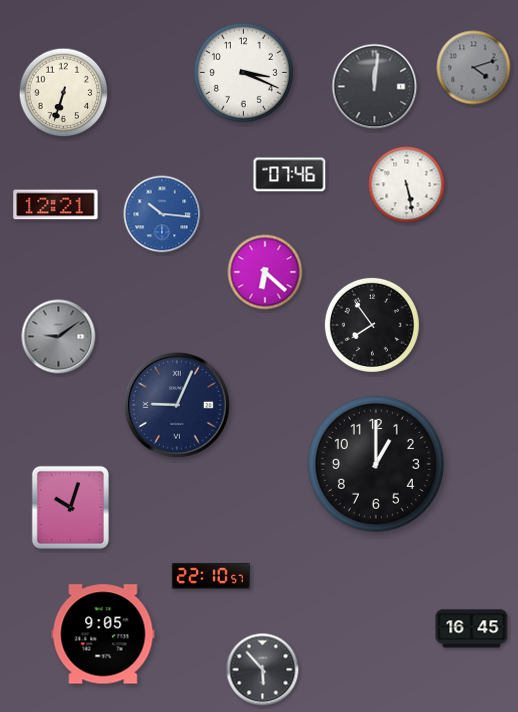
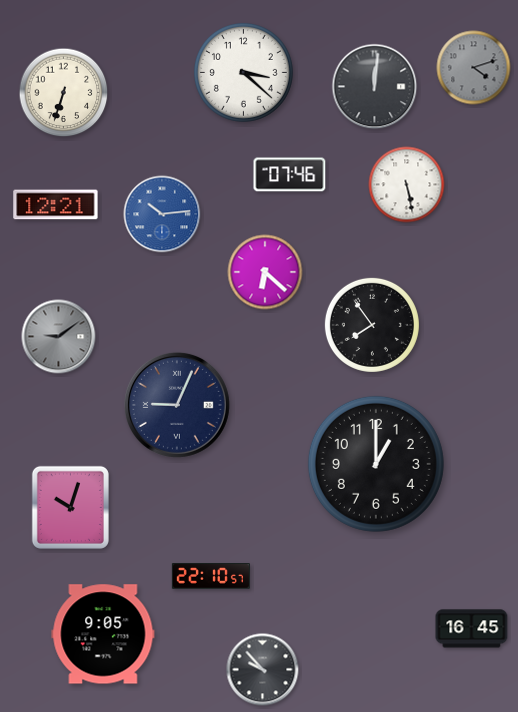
clock at (243, 72): 3:19 -> 3:22
clock at (162, 214): 10:16 -> 10:14
clock at (263, 670): 5:53 -> 9:53
